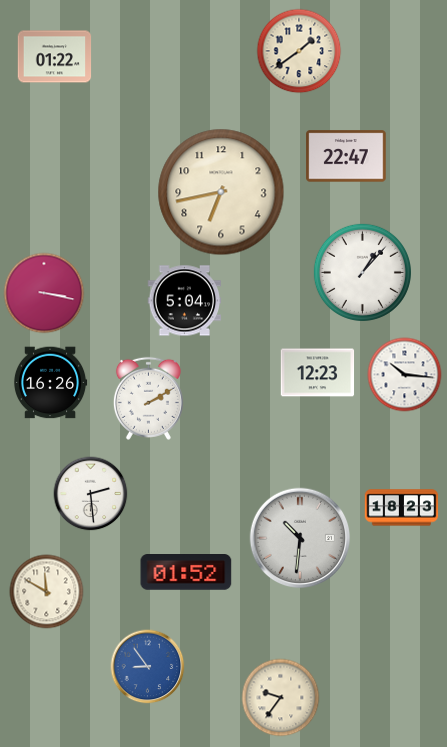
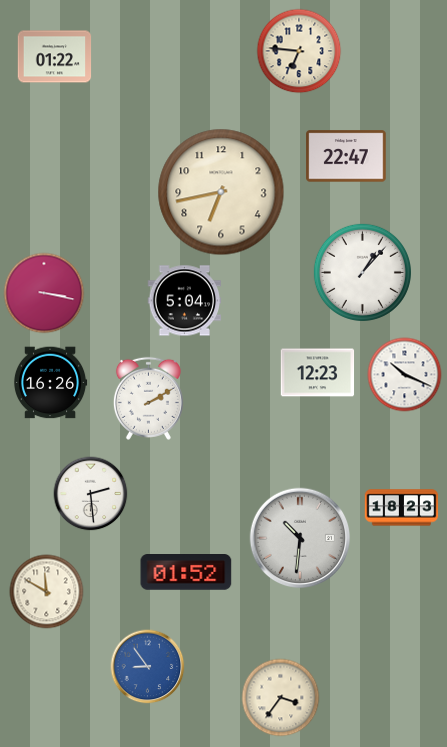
clock at (299, 51): 1:39 -> 6:46
clock at (405, 375): 10:16 -> 10:19
clock at (281, 698): 9:36 -> 3:36
